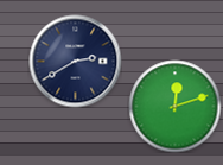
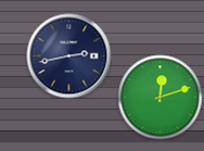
clock at (75, 61): 2:40 -> 2:43
